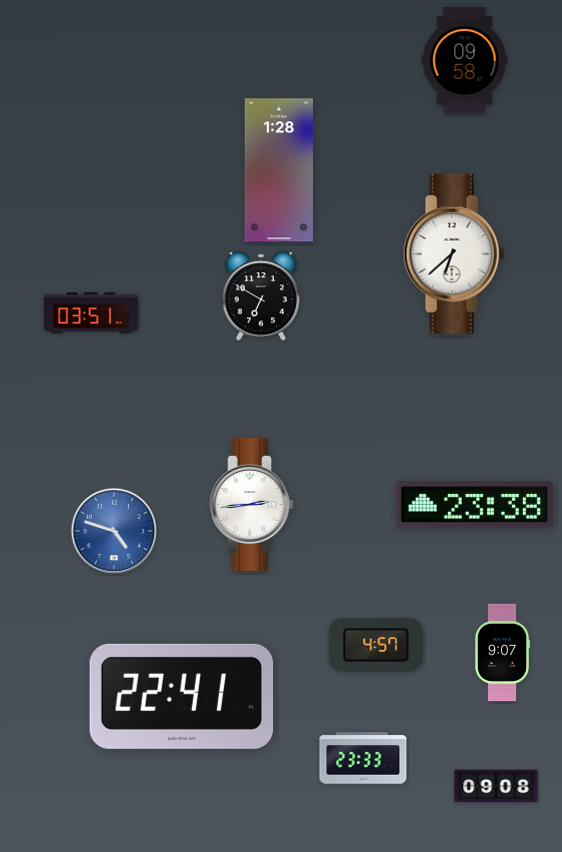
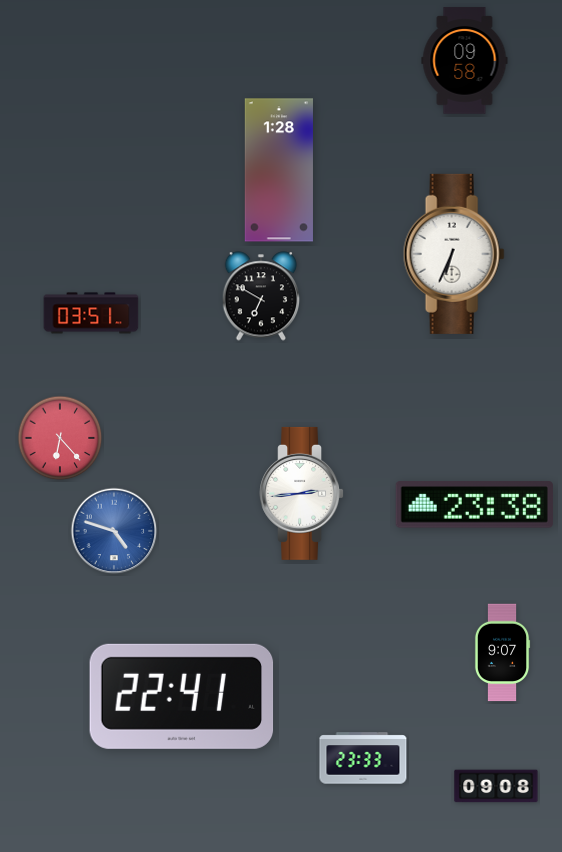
clock at (454, 254): 6:38 -> 6:34
clock at (60, 438): none -> 6:23
clock at (252, 504) position: (252, 504) -> (302, 493)
clock at (376, 645): 4:57 -> none
